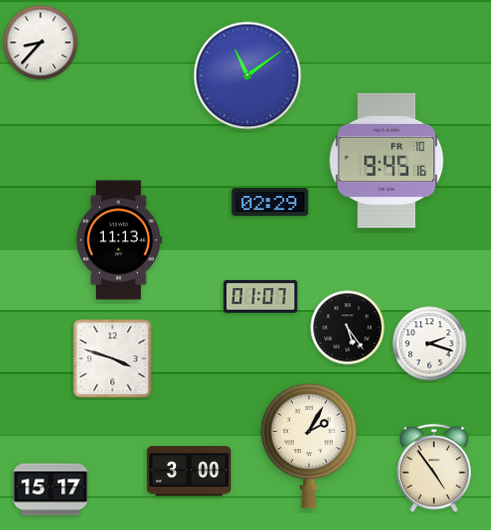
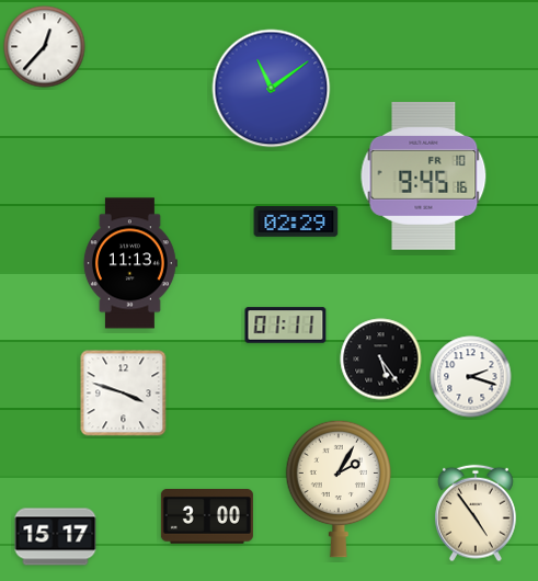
clock at (41, 43): 8:37 -> 12:37
clock at (248, 76) position: (248, 76) -> (272, 89)
clock at (261, 297): 01:07 -> 01:11
